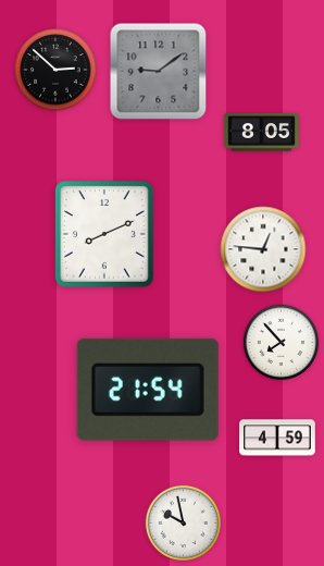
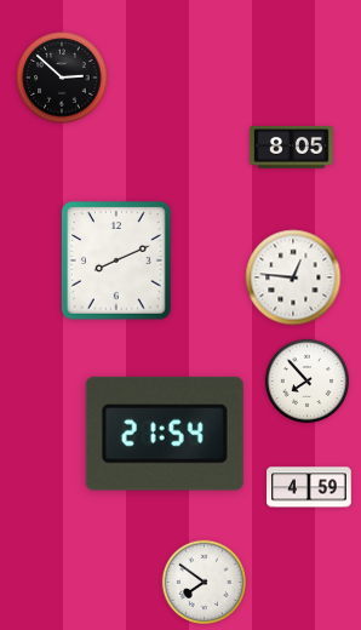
clock at (159, 72): 9:09 -> none
clock at (281, 342) position: (281, 342) -> (306, 380)
clock at (183, 522): 9:58 -> 7:51
